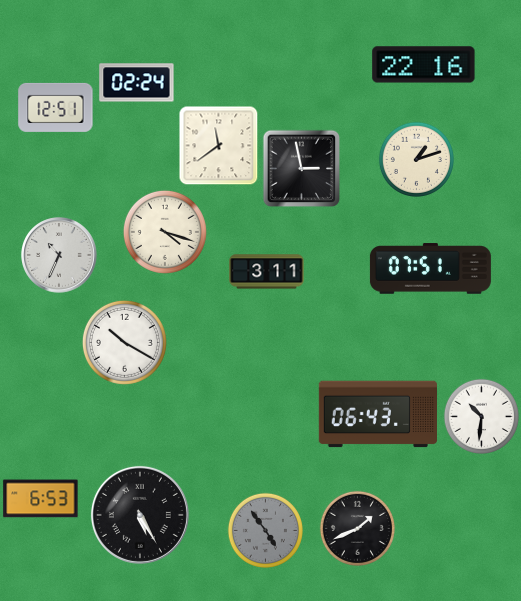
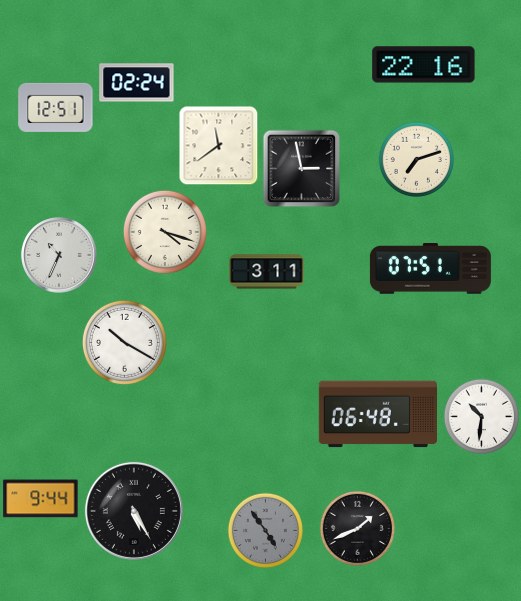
clock at (416, 159): 1:12 -> 7:12
clock at (377, 414): 06:43 -> 06:48
clock at (41, 499): 6:53 -> 9:44
clock at (140, 515) position: (140, 515) -> (134, 511)
